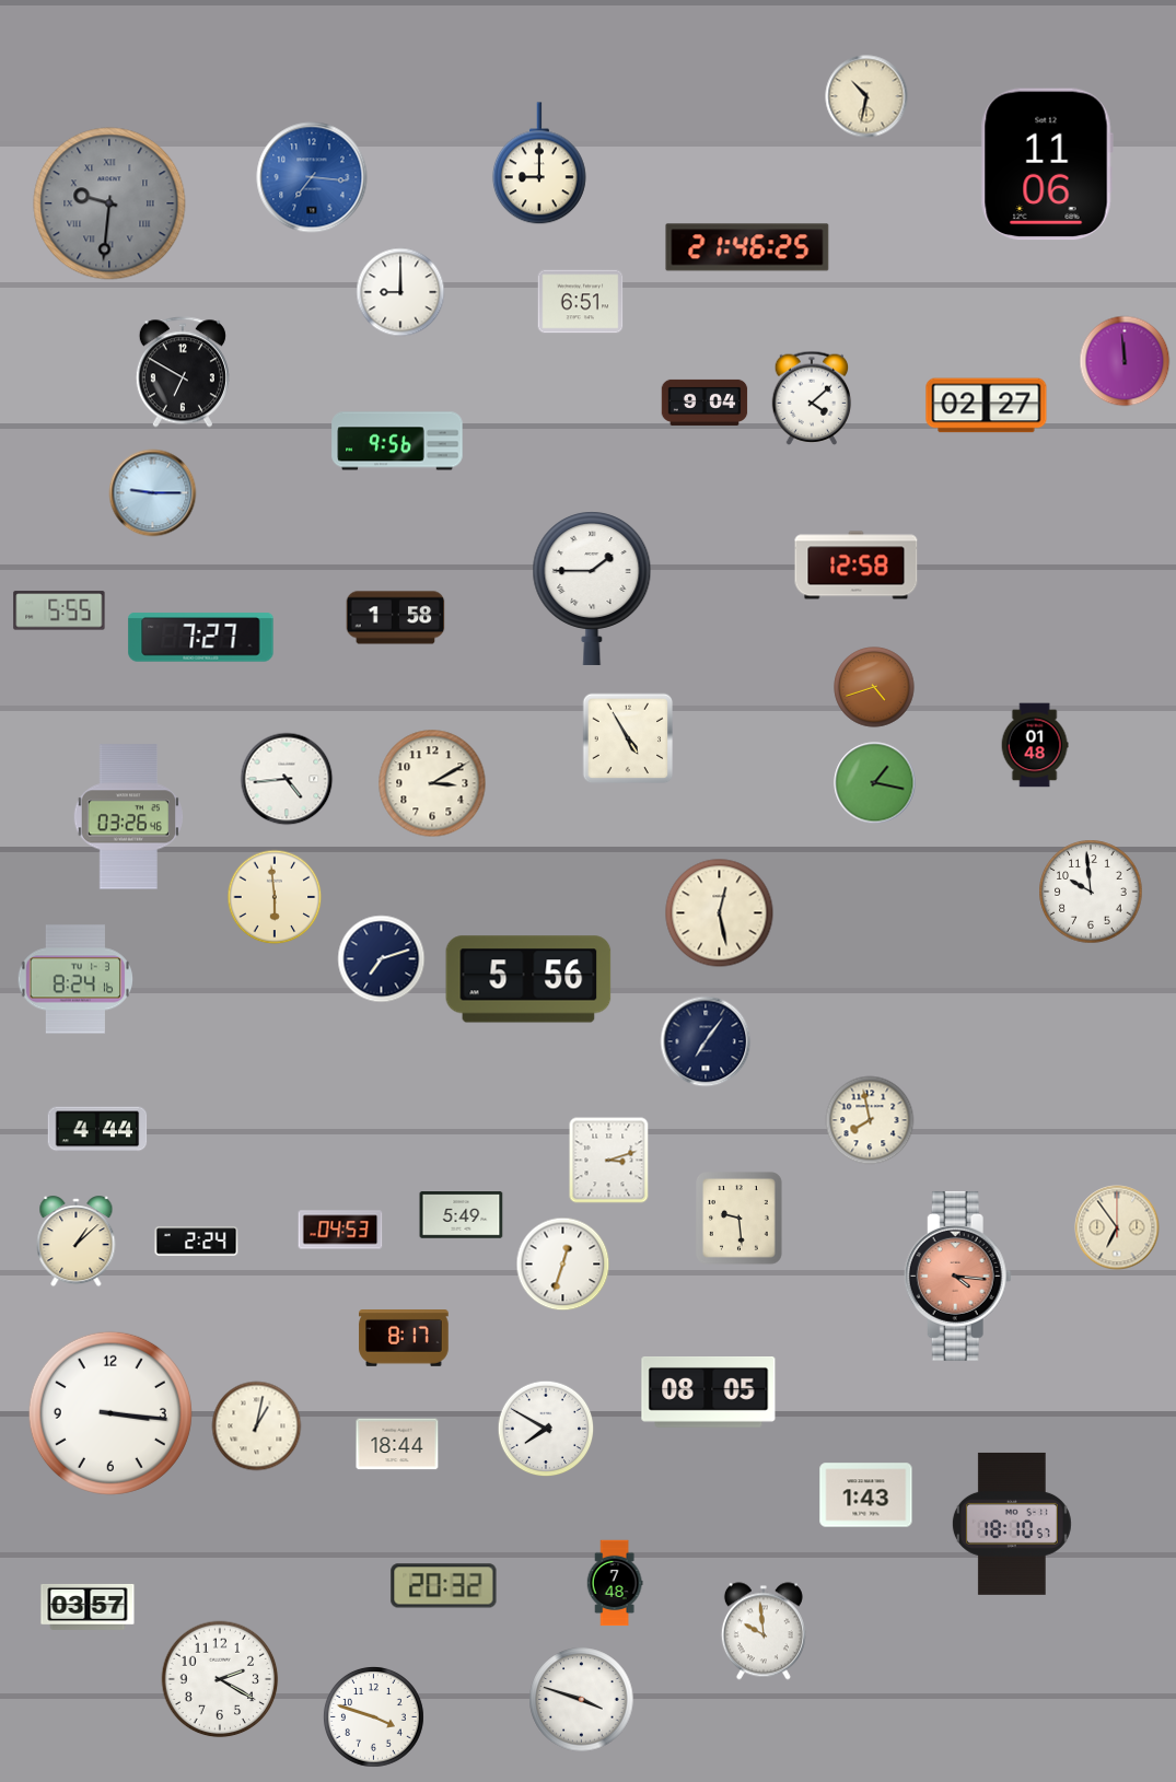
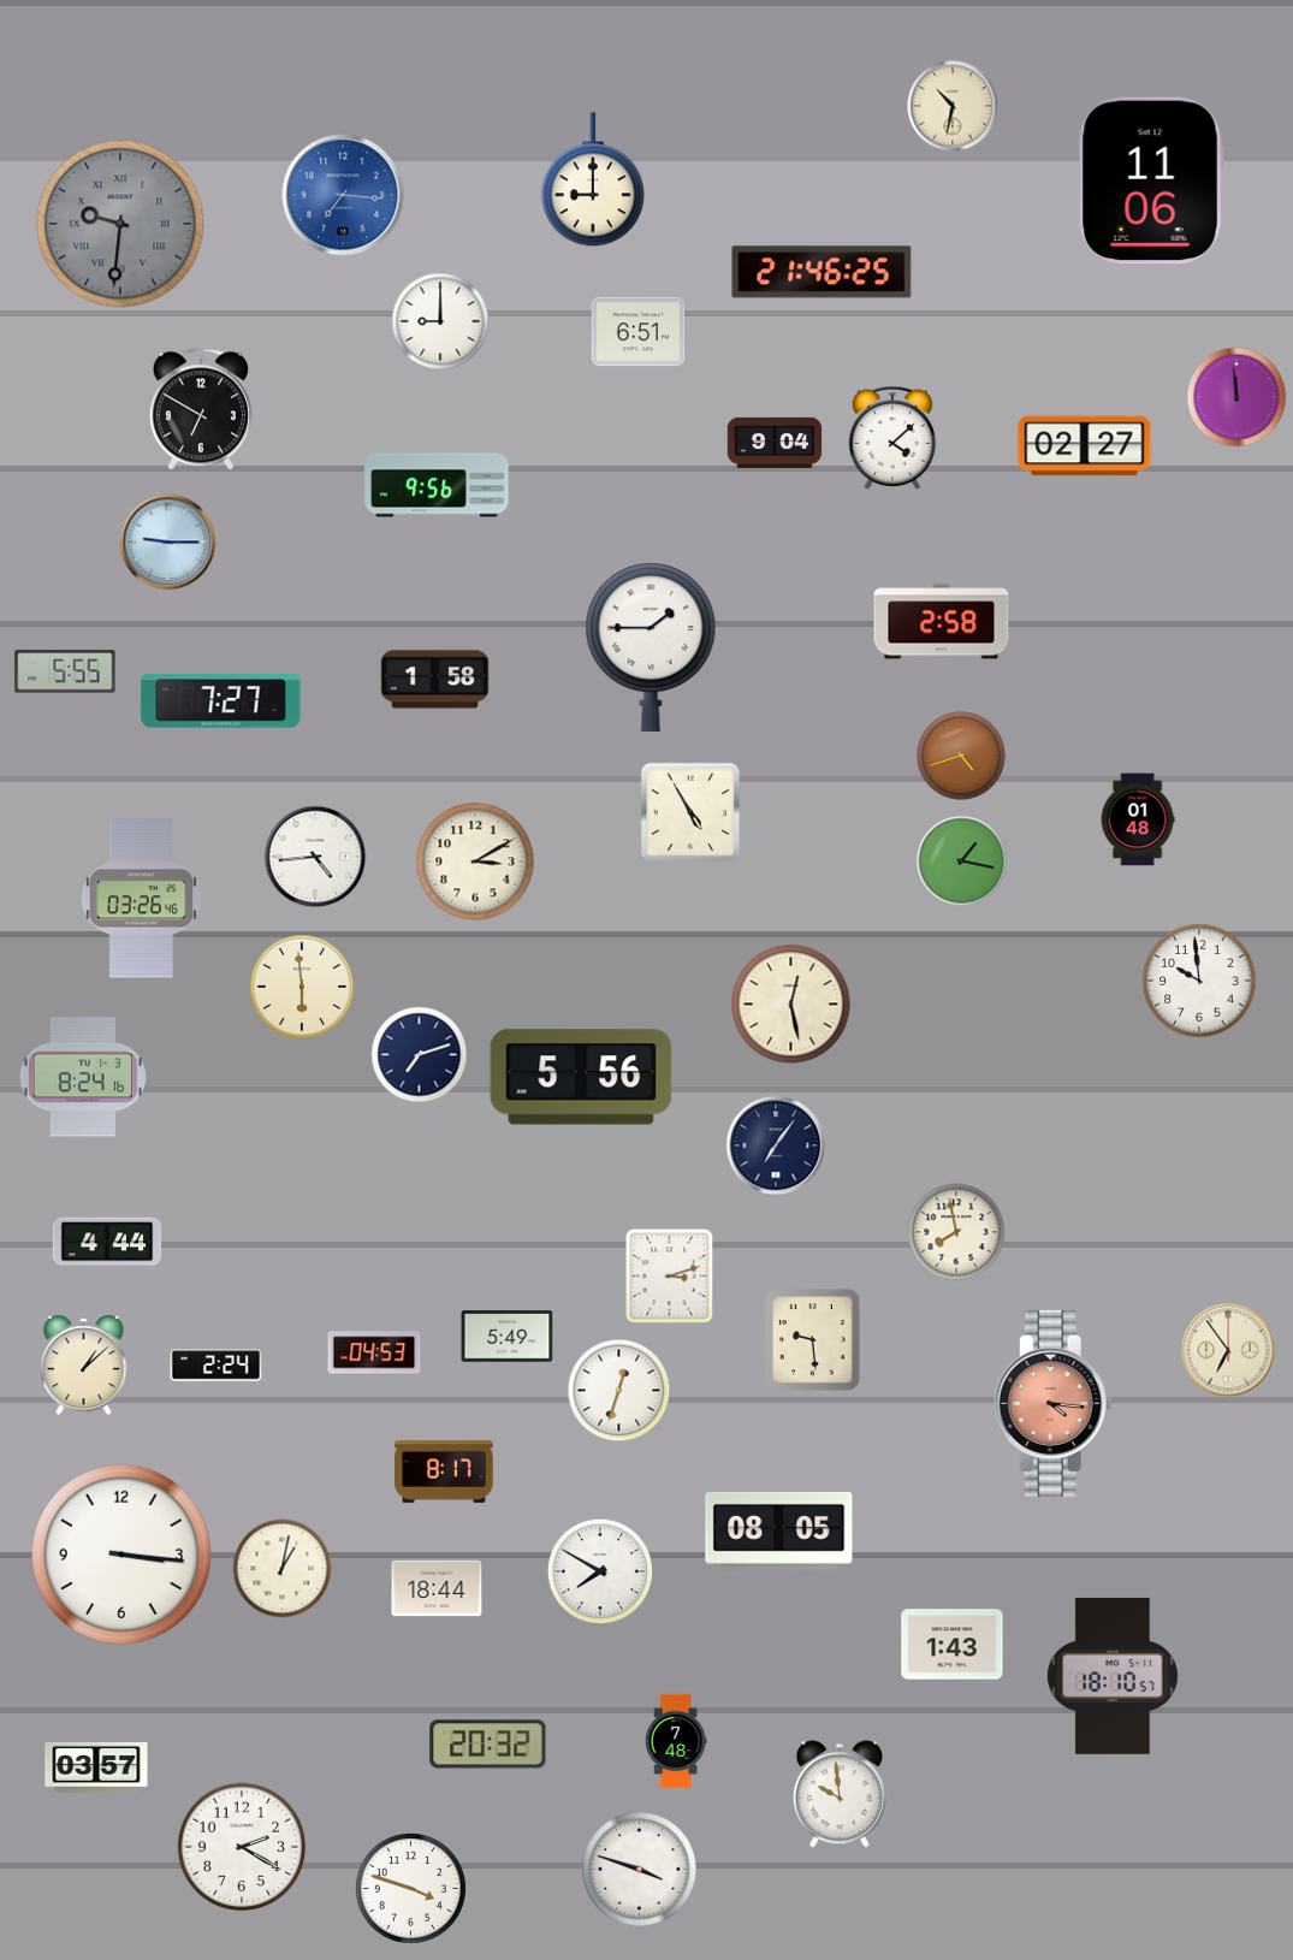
clock at (857, 566): 12:58 -> 2:58
